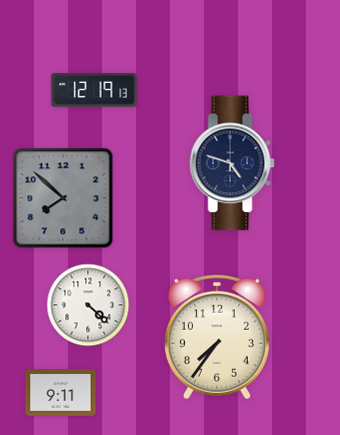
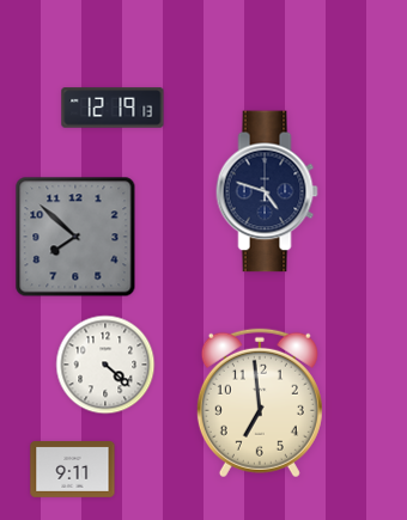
clock at (232, 163) position: (232, 163) -> (267, 191)
clock at (217, 337): 7:36 -> 6:59
